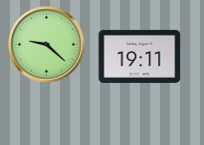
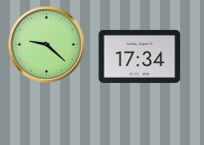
clock at (140, 56): 19:11 -> 17:34
